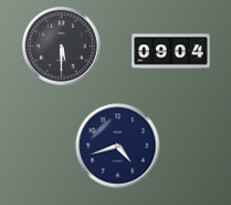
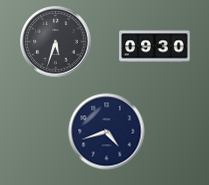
clock at (62, 47): 5:30 -> 5:33
clock at (171, 52): 09:04 -> 09:30
